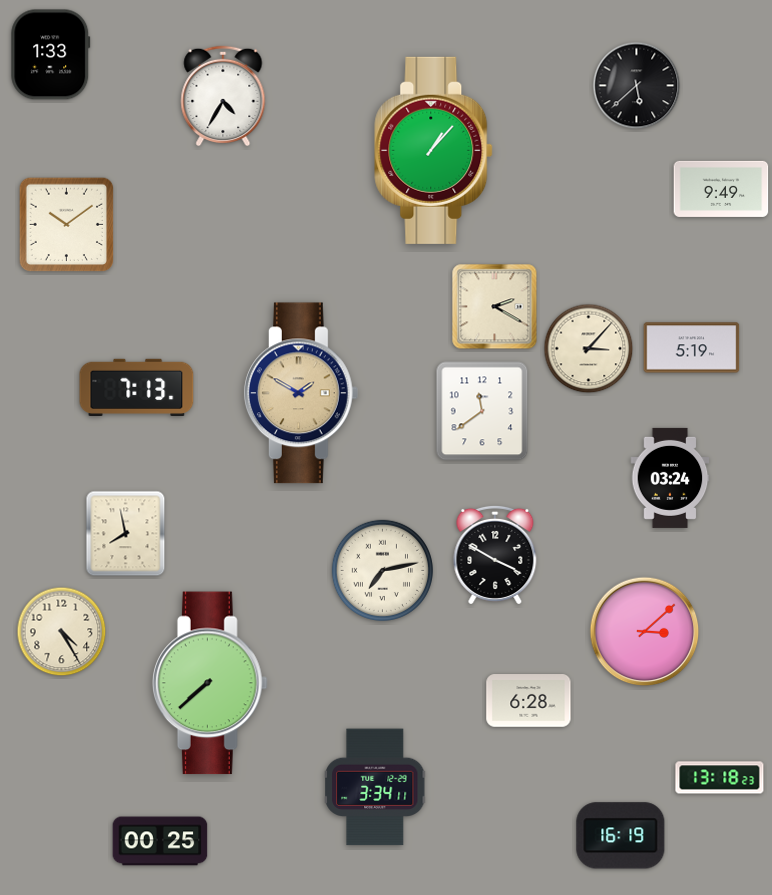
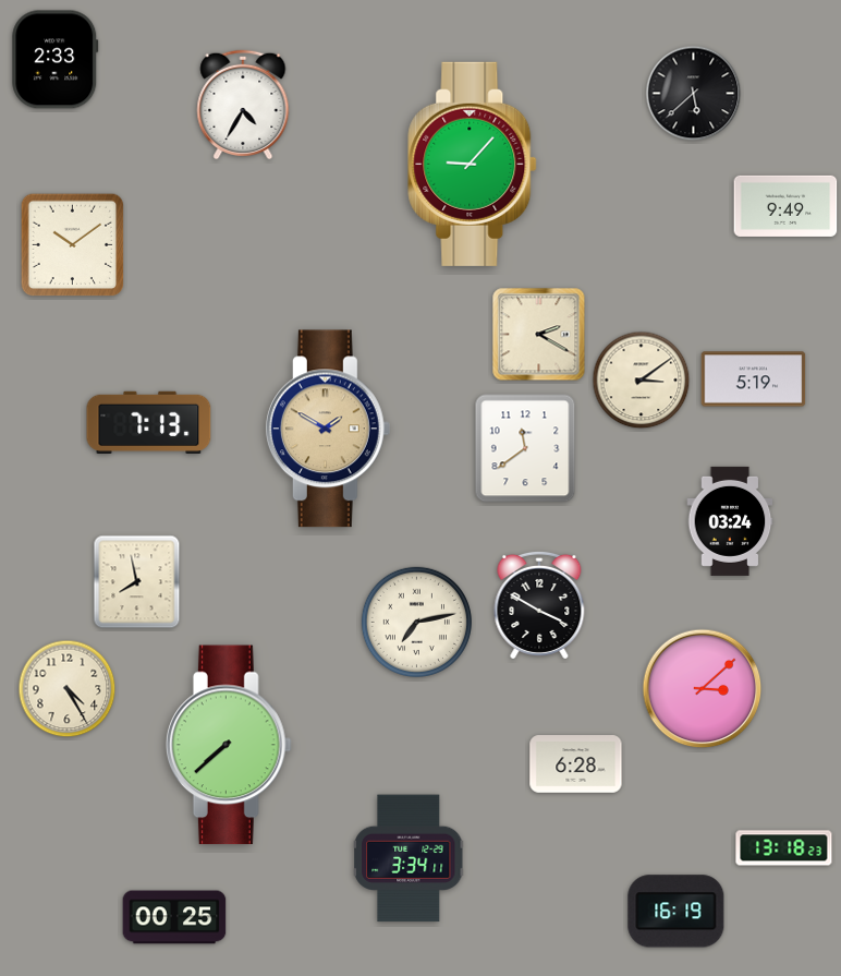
clock at (51, 55): 1:33 -> 2:33
clock at (434, 150): 1:07 -> 9:07
clock at (589, 349): 3:07 -> 3:09
